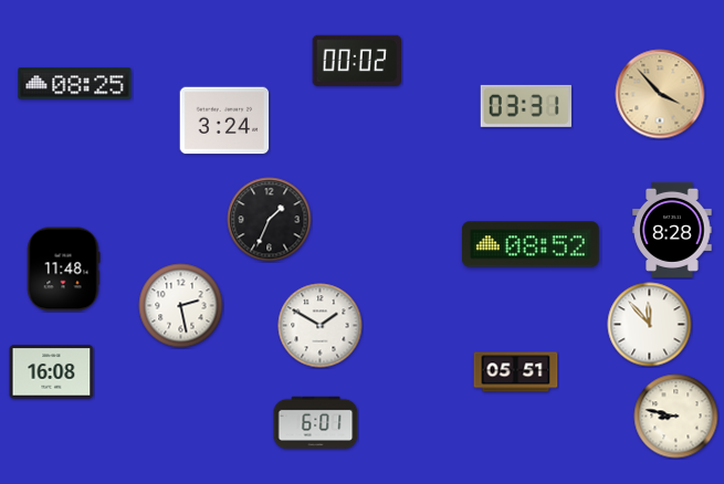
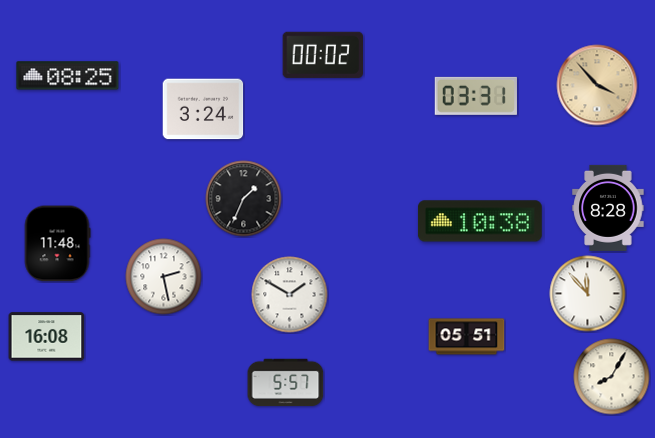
clock at (531, 244): 08:52 -> 10:38
clock at (676, 417): 8:47 -> 8:05
clock at (316, 423): 6:01 -> 5:57
